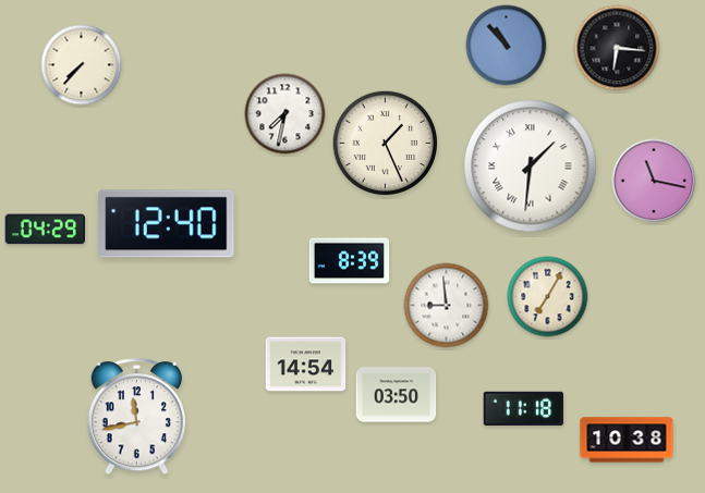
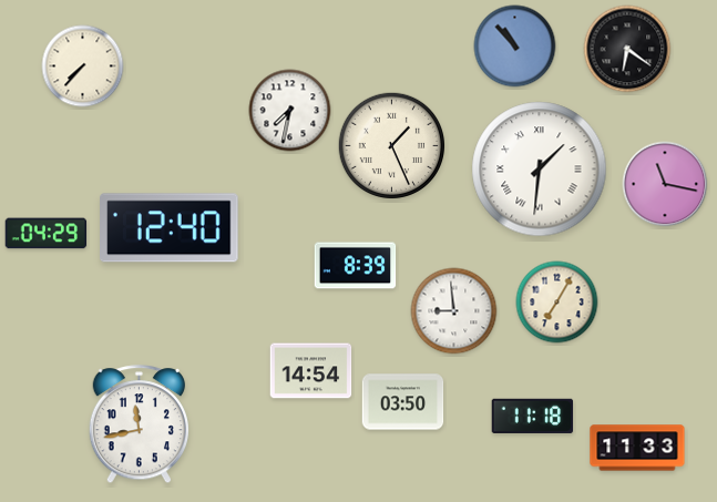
clock at (617, 48): 6:16 -> 6:21
clock at (285, 114) position: (285, 114) -> (290, 111)
clock at (627, 440): 10:38 -> 11:33
